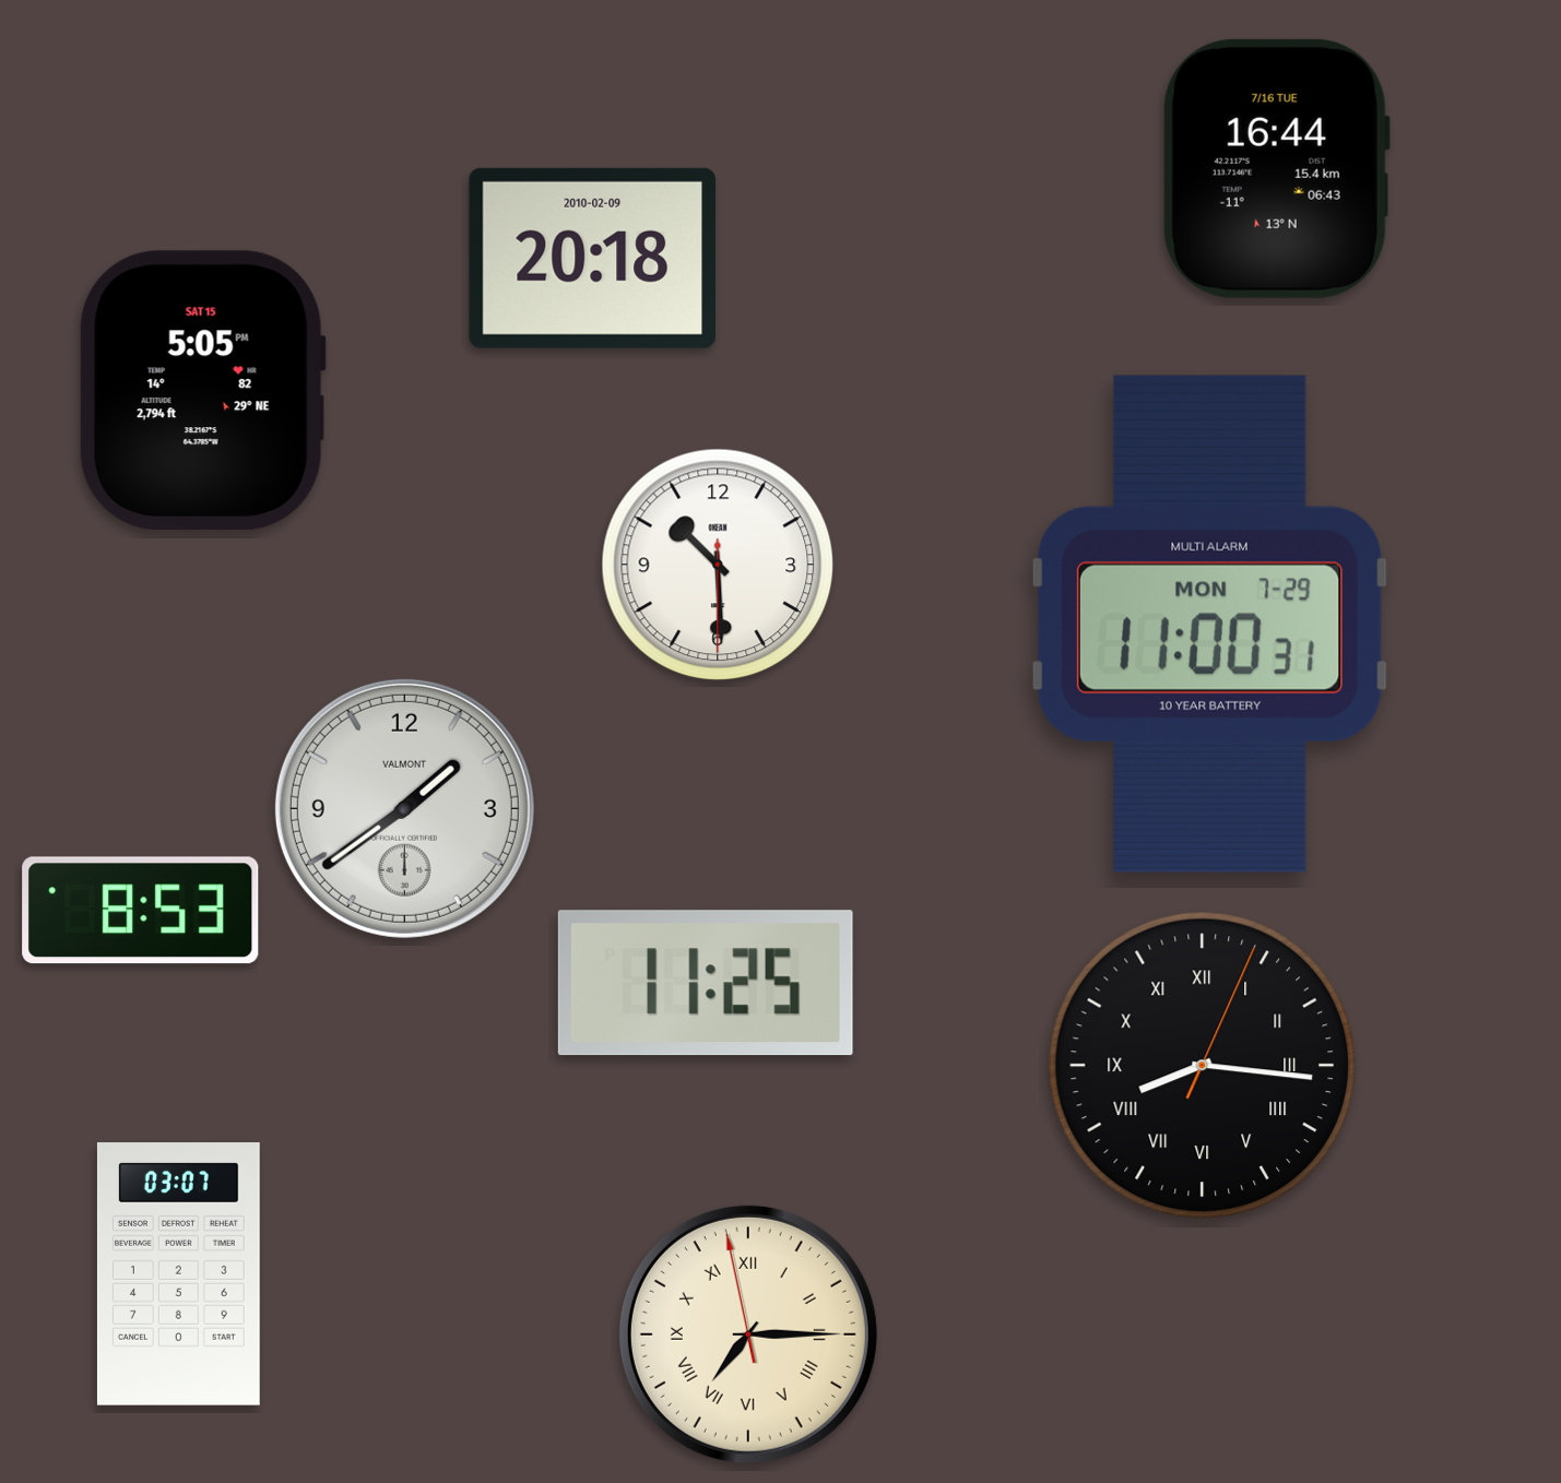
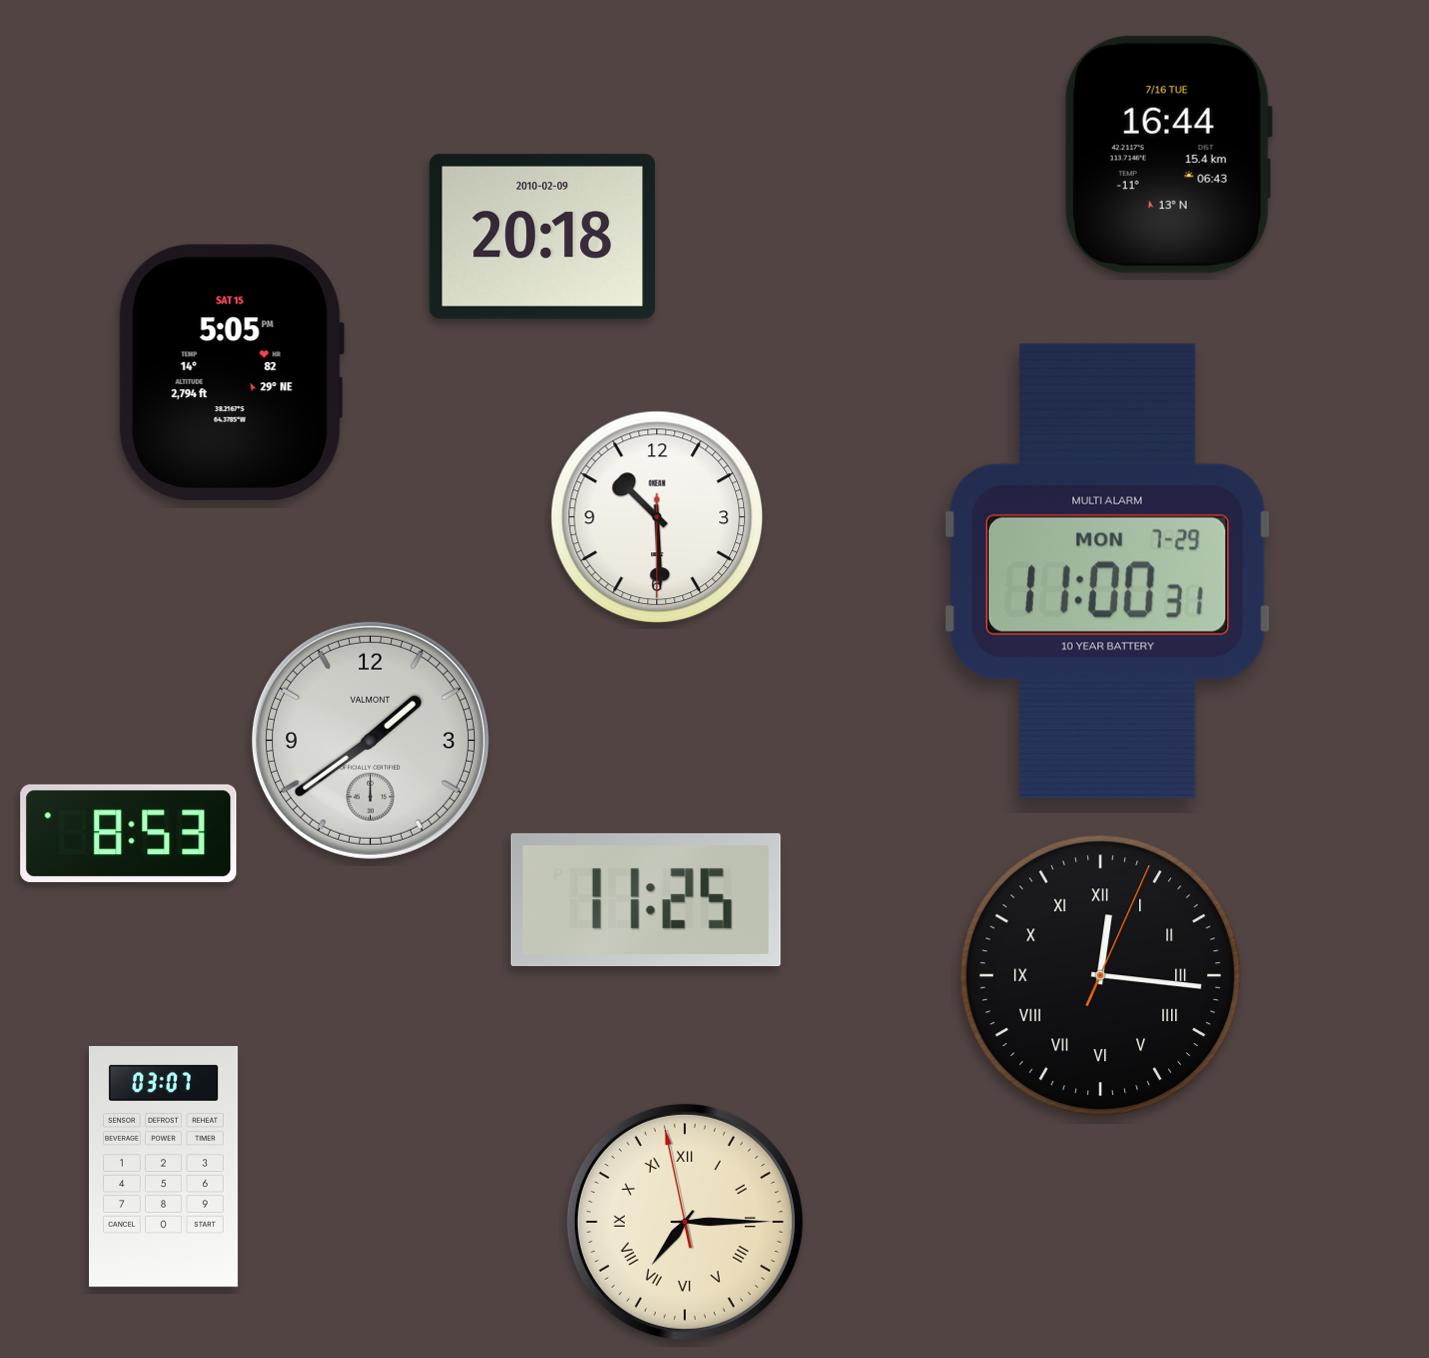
clock at (202, 390) position: (202, 390) -> (231, 372)
clock at (1202, 1065): 8:16 -> 12:16
